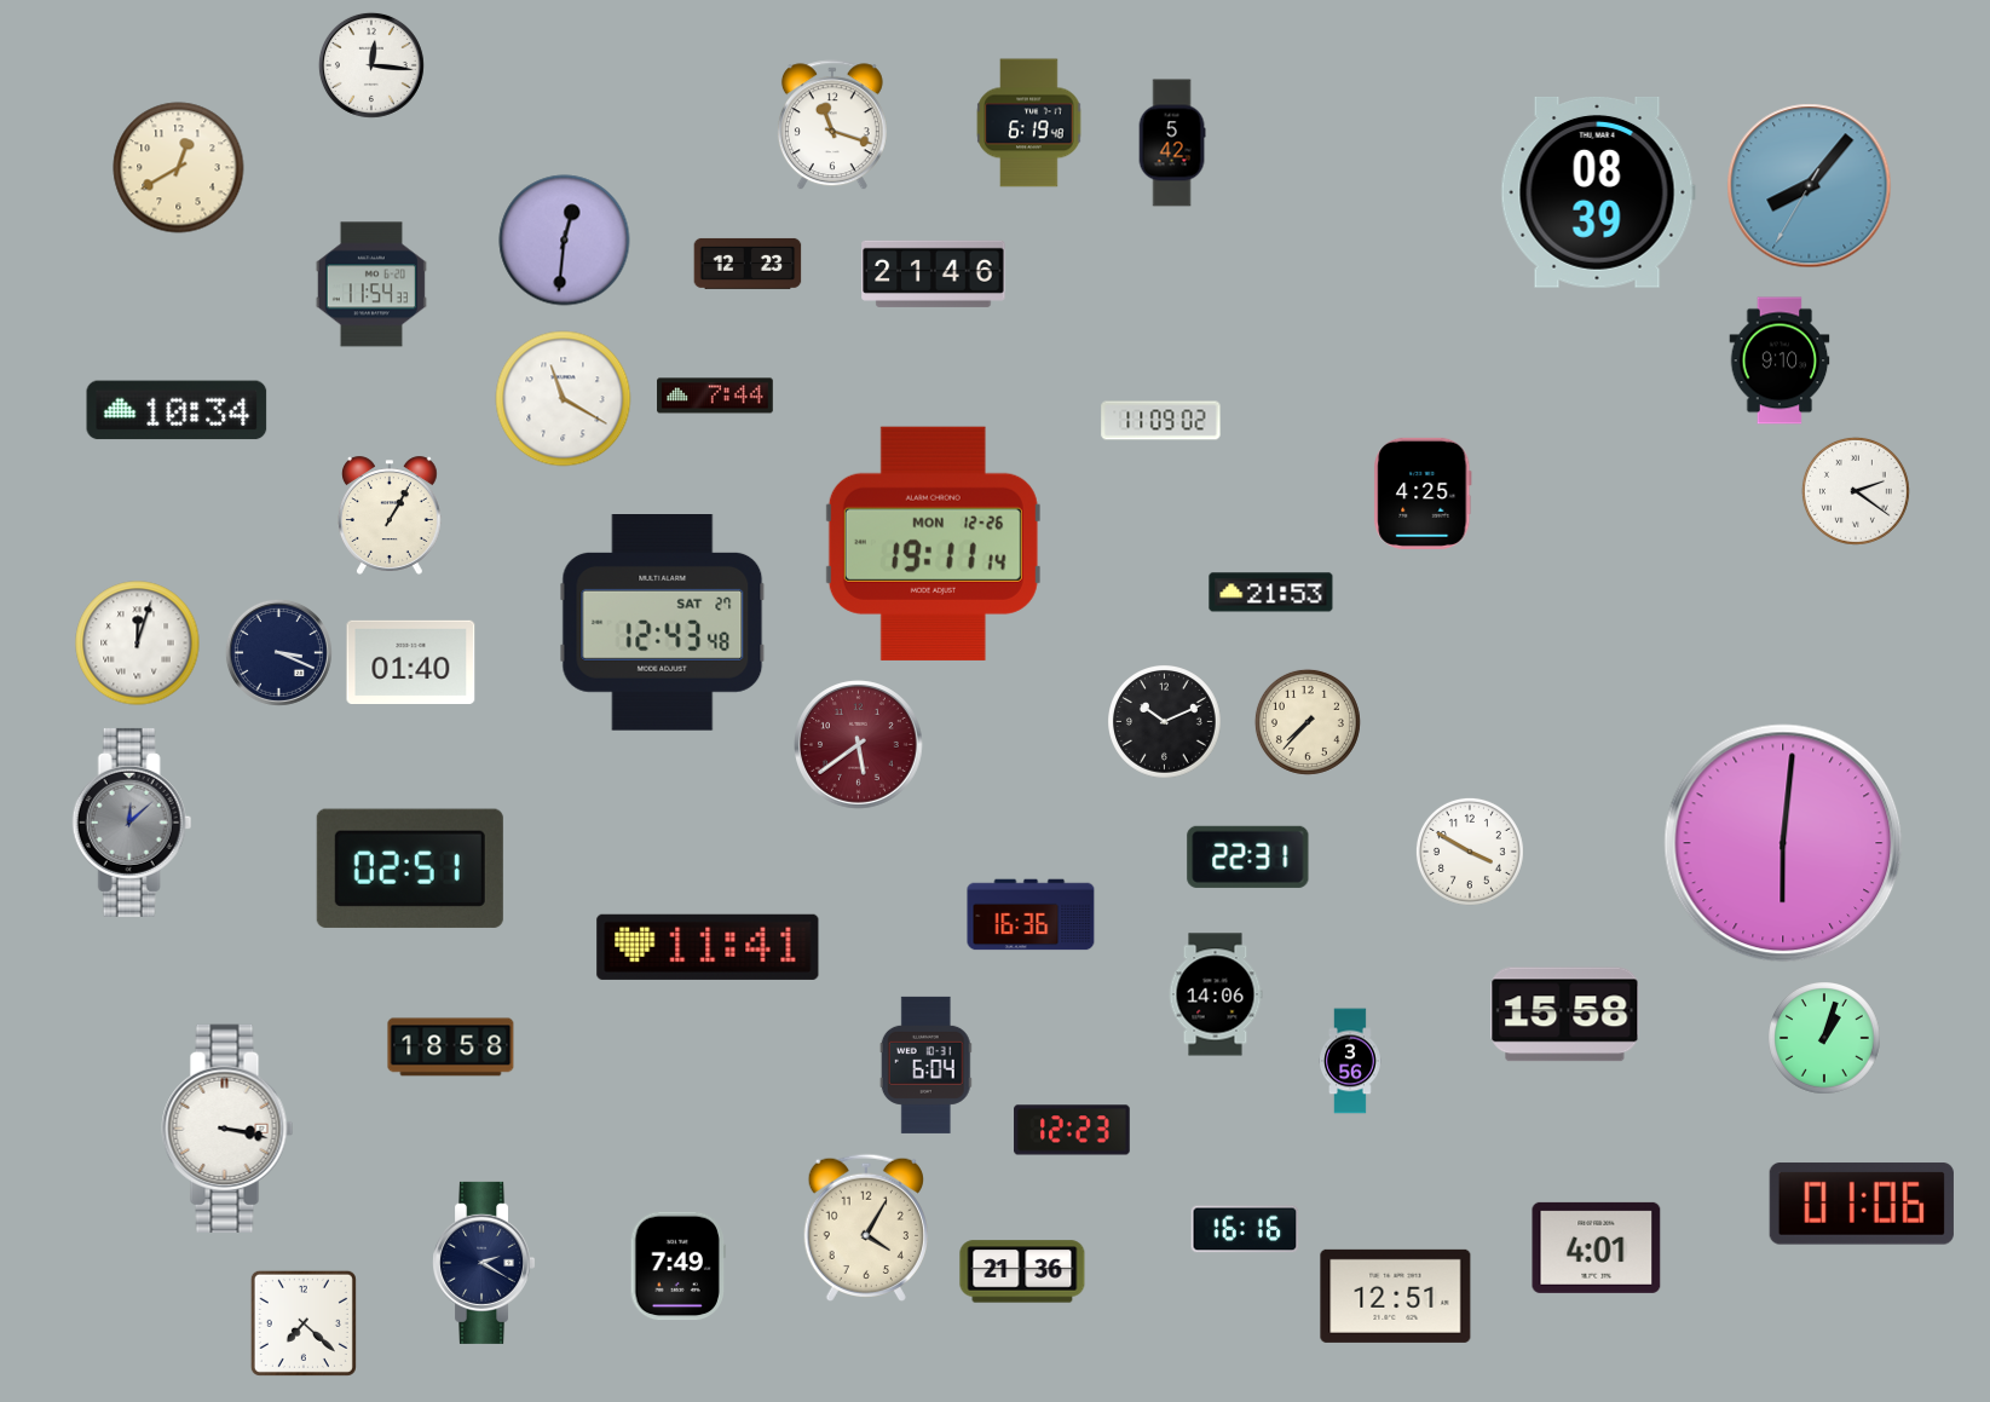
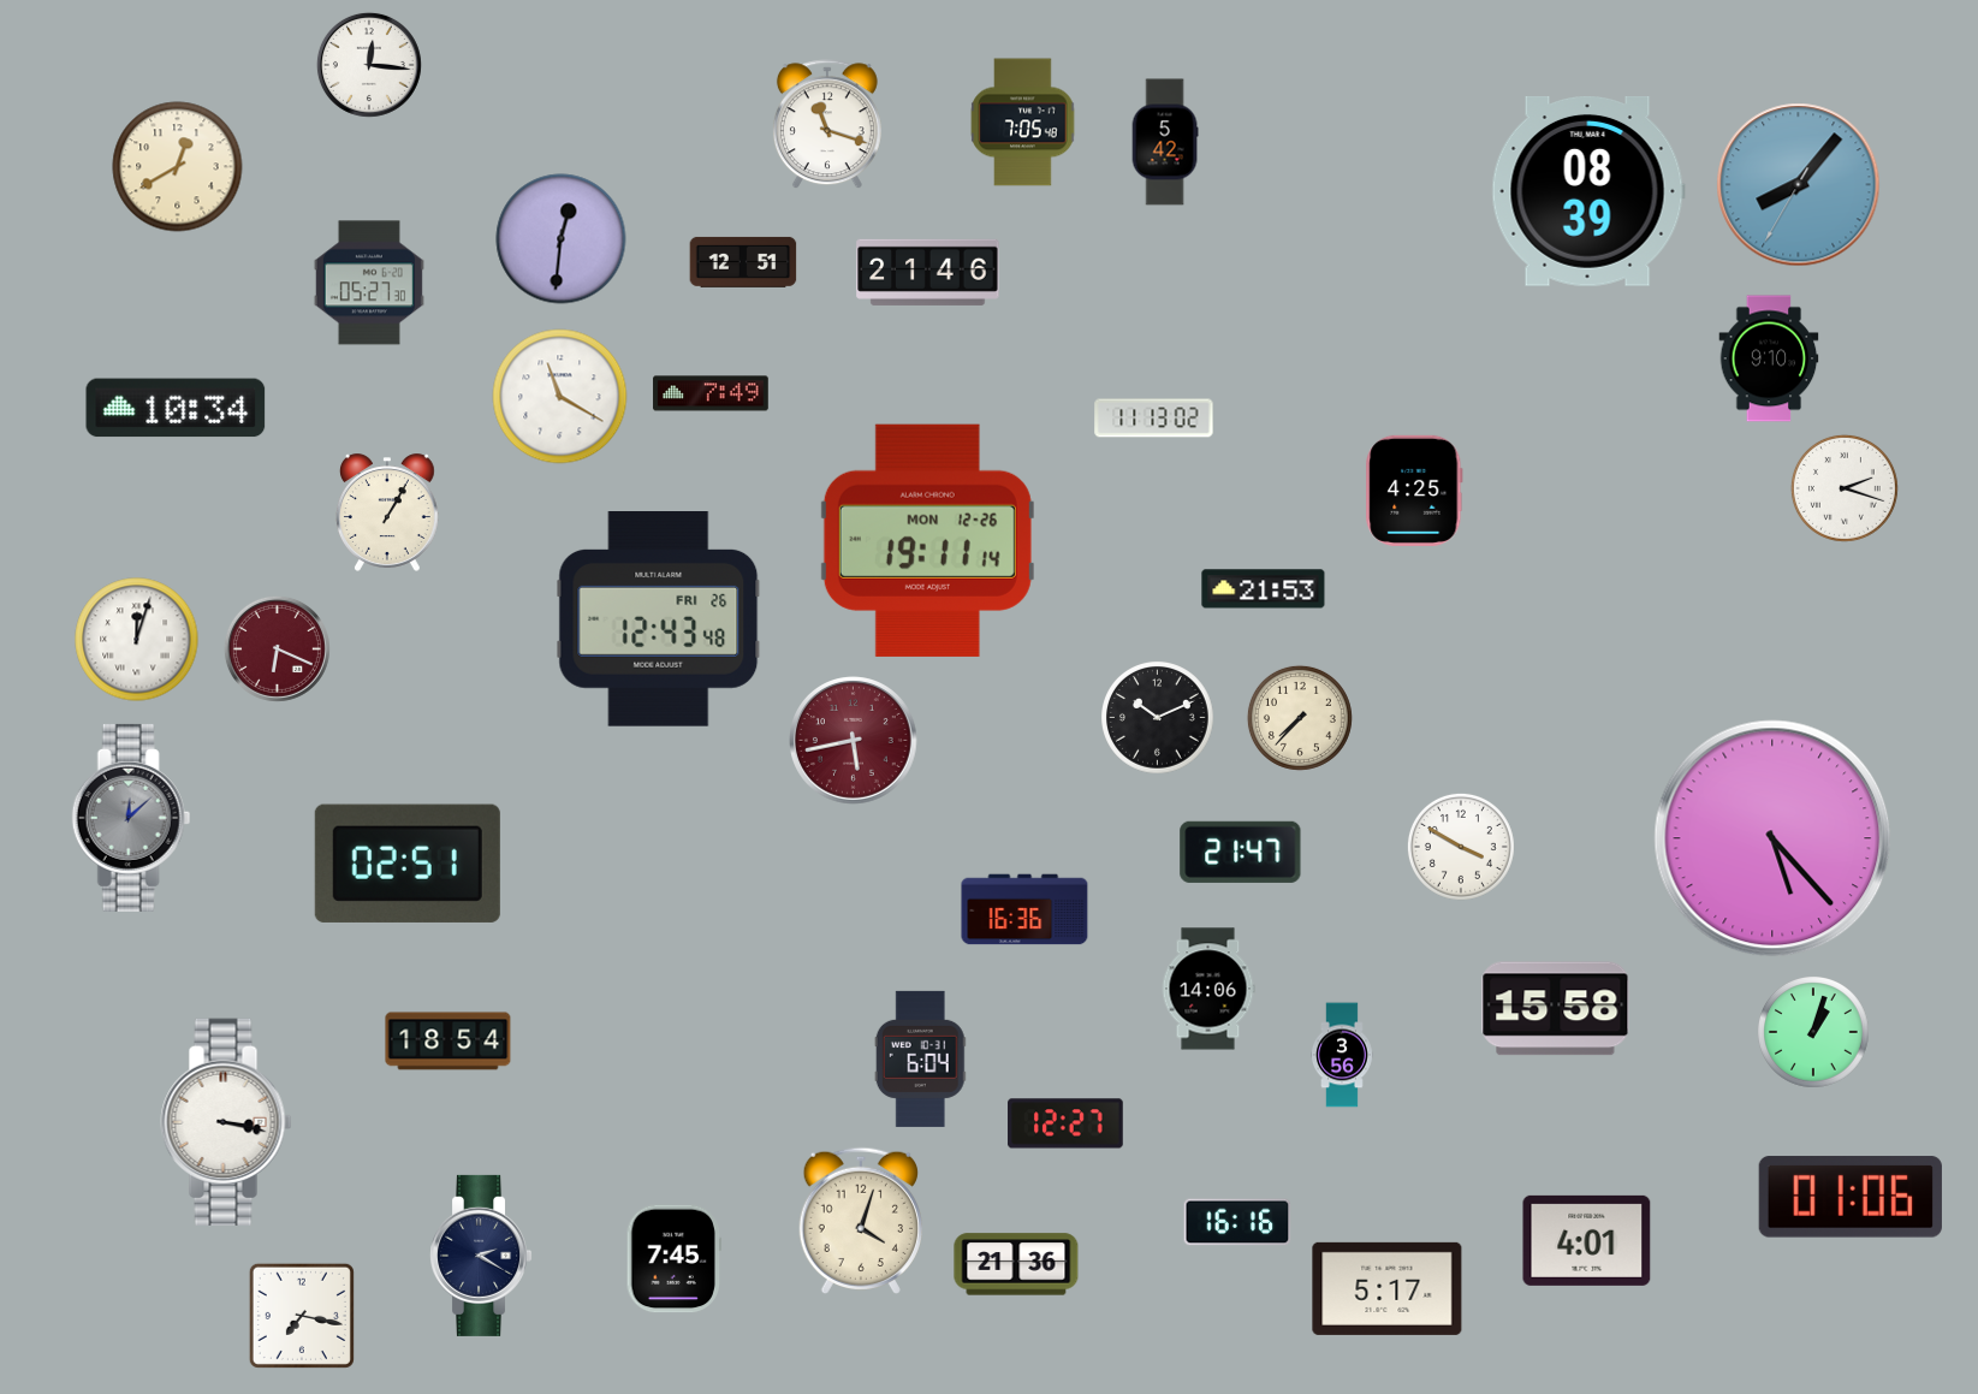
clock at (1029, 123): 6:19 -> 7:05
clock at (748, 264): 12:23 -> 12:51
clock at (371, 284): 11:54 -> 05:27
clock at (715, 396): 7:44 -> 7:49
clock at (1161, 421): 11:09 -> 11:13
clock at (1856, 491): 2:21 -> 2:18
clock at (663, 623) date: SAT 27 -> FRI 26
clock at (278, 652): 3:19 -> 6:19
clock at (278, 652) dial: navy -> burgundy
clock at (411, 662): 01:40 -> none
clock at (859, 745): 5:39 -> 5:43
clock at (1783, 843): 6:01 -> 5:23
clock at (1248, 856): 22:31 -> 21:47
clock at (708, 947): 11:41 -> none
clock at (451, 1048): 18:58 -> 18:54
clock at (1072, 1130): 12:23 -> 12:27
clock at (865, 1227): 4:05 -> 4:03
clock at (677, 1267): 7:49 -> 7:45
clock at (1396, 1296): 12:51 -> 5:17
clock at (304, 1323): 7:22 -> 7:17
